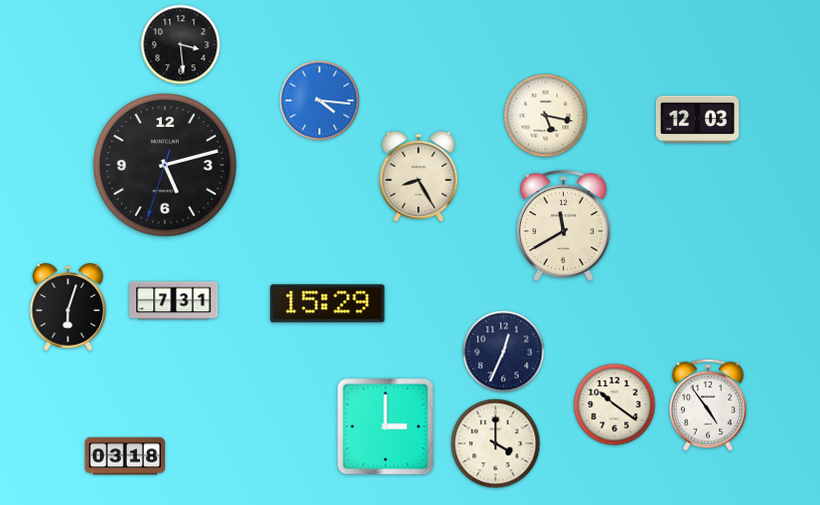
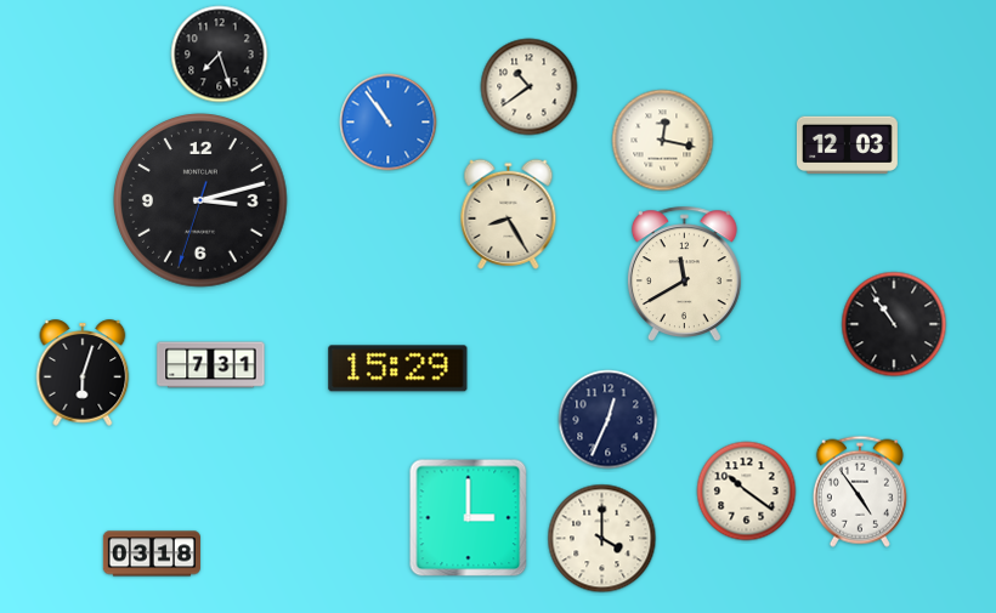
clock at (181, 45): 3:29 -> 7:27
clock at (530, 87): none -> 10:39
clock at (320, 101): 4:16 -> 10:54
clock at (546, 116): 5:17 -> 12:17
clock at (165, 165): 5:12 -> 3:12
clock at (894, 324): none -> 10:54
clock at (504, 352) position: (504, 352) -> (609, 420)
